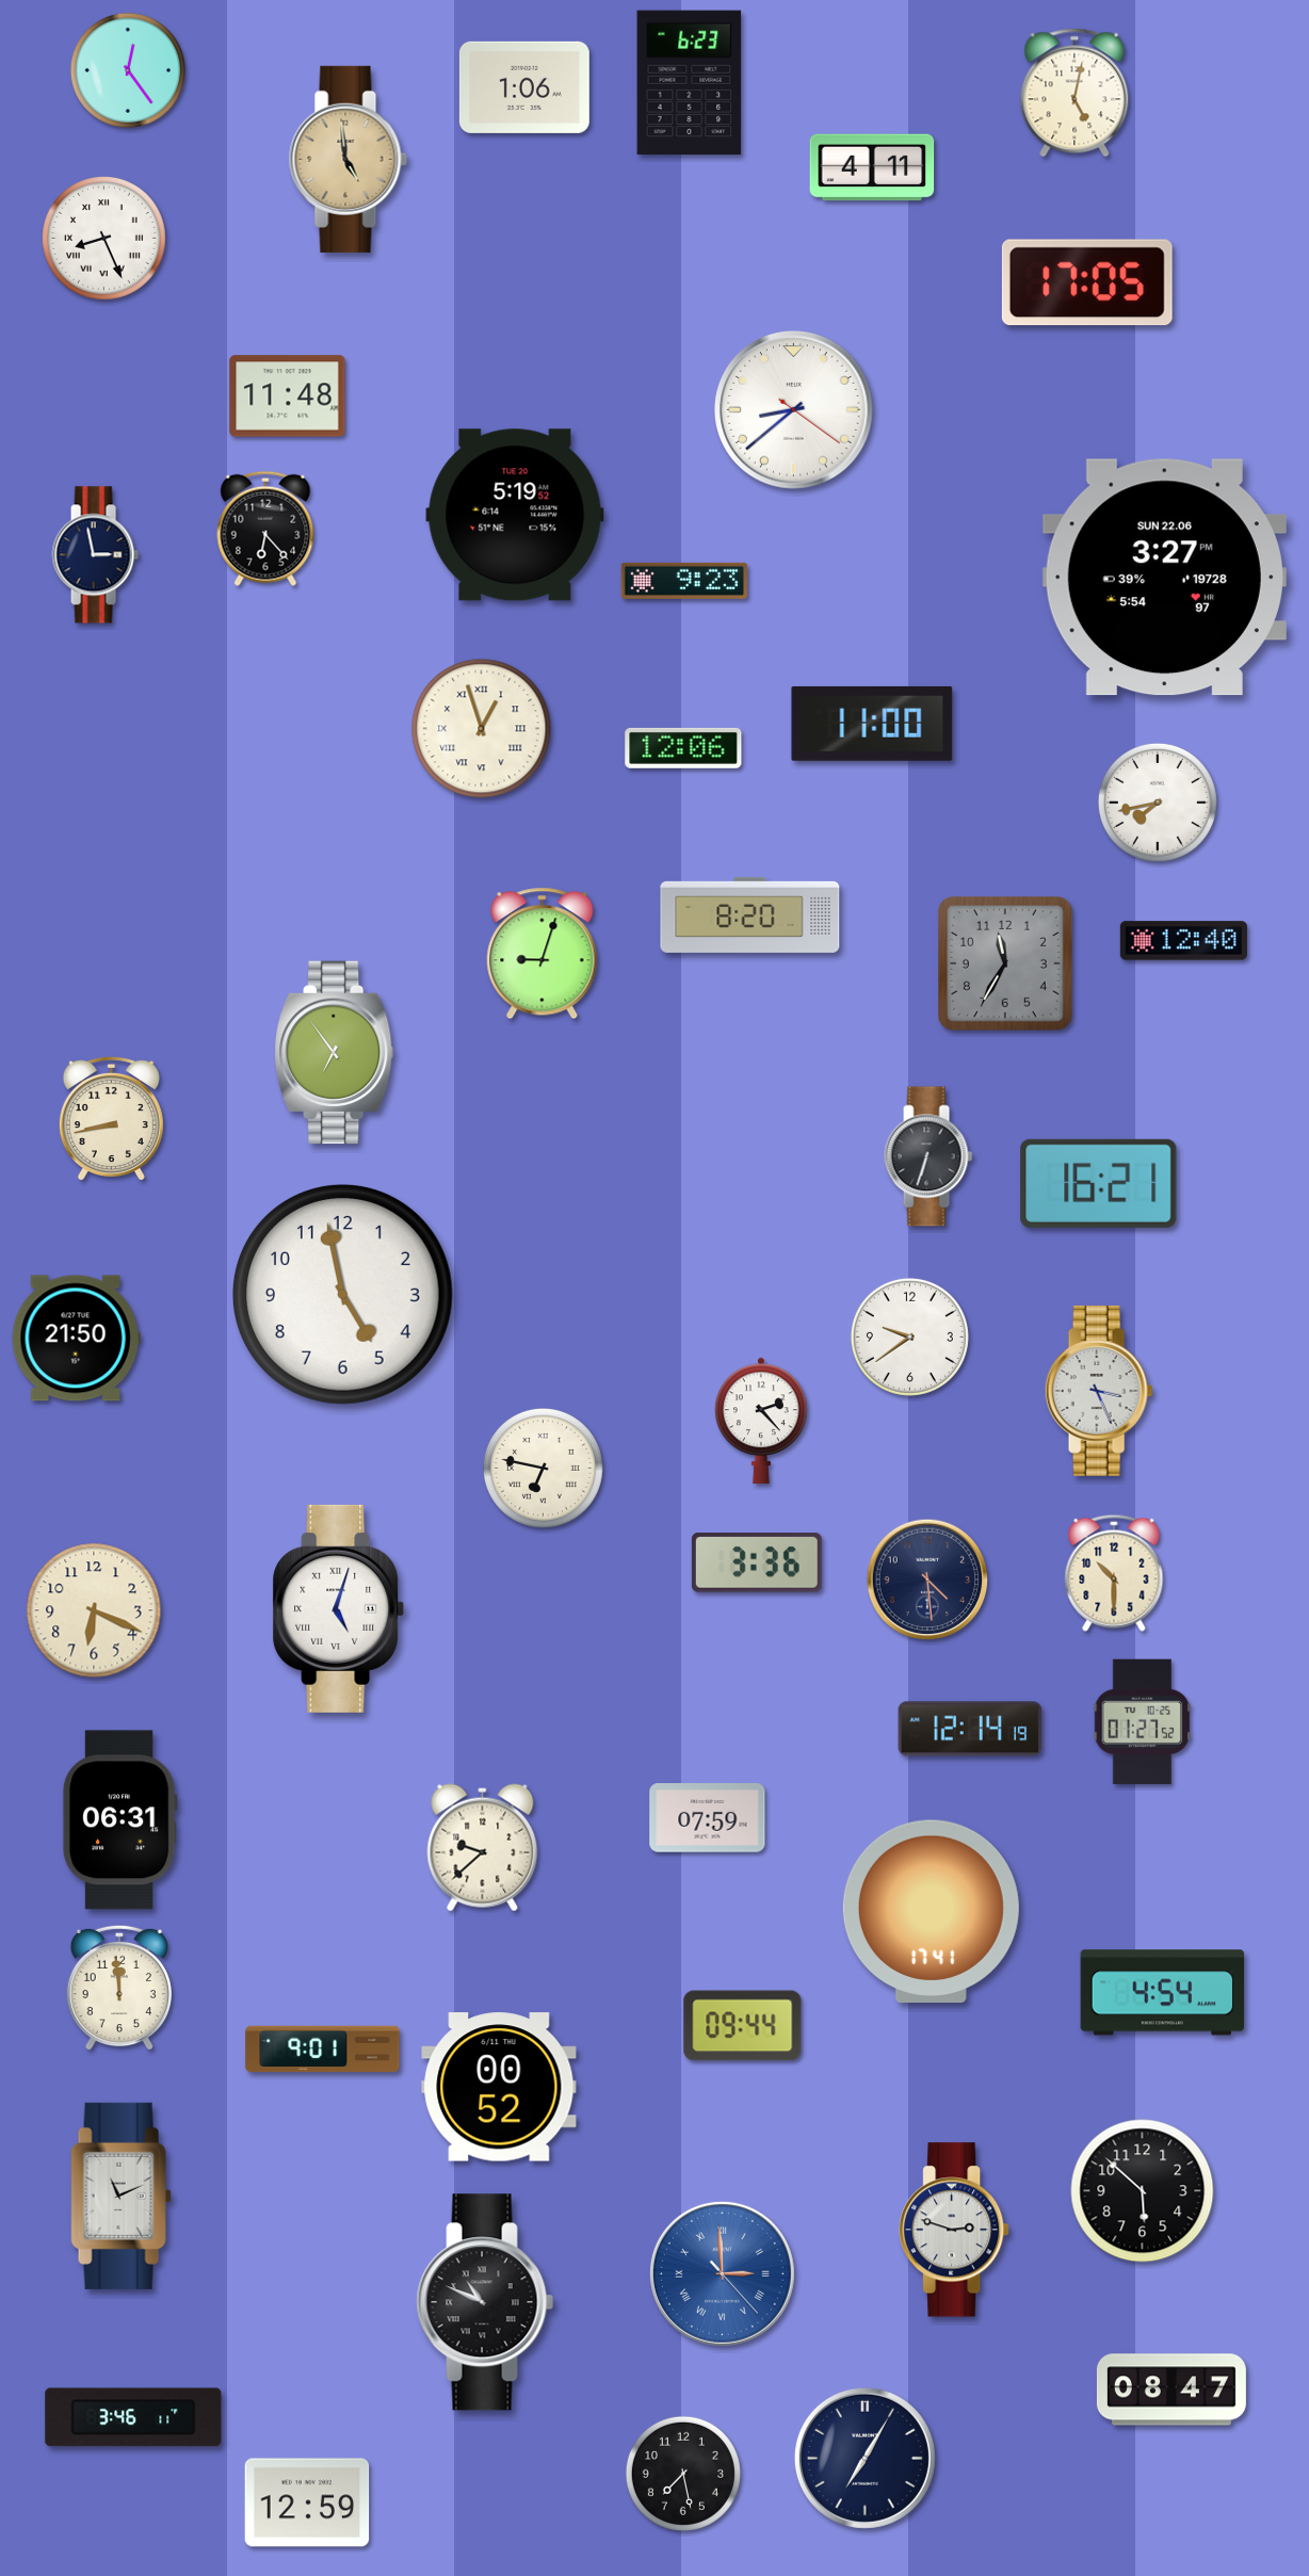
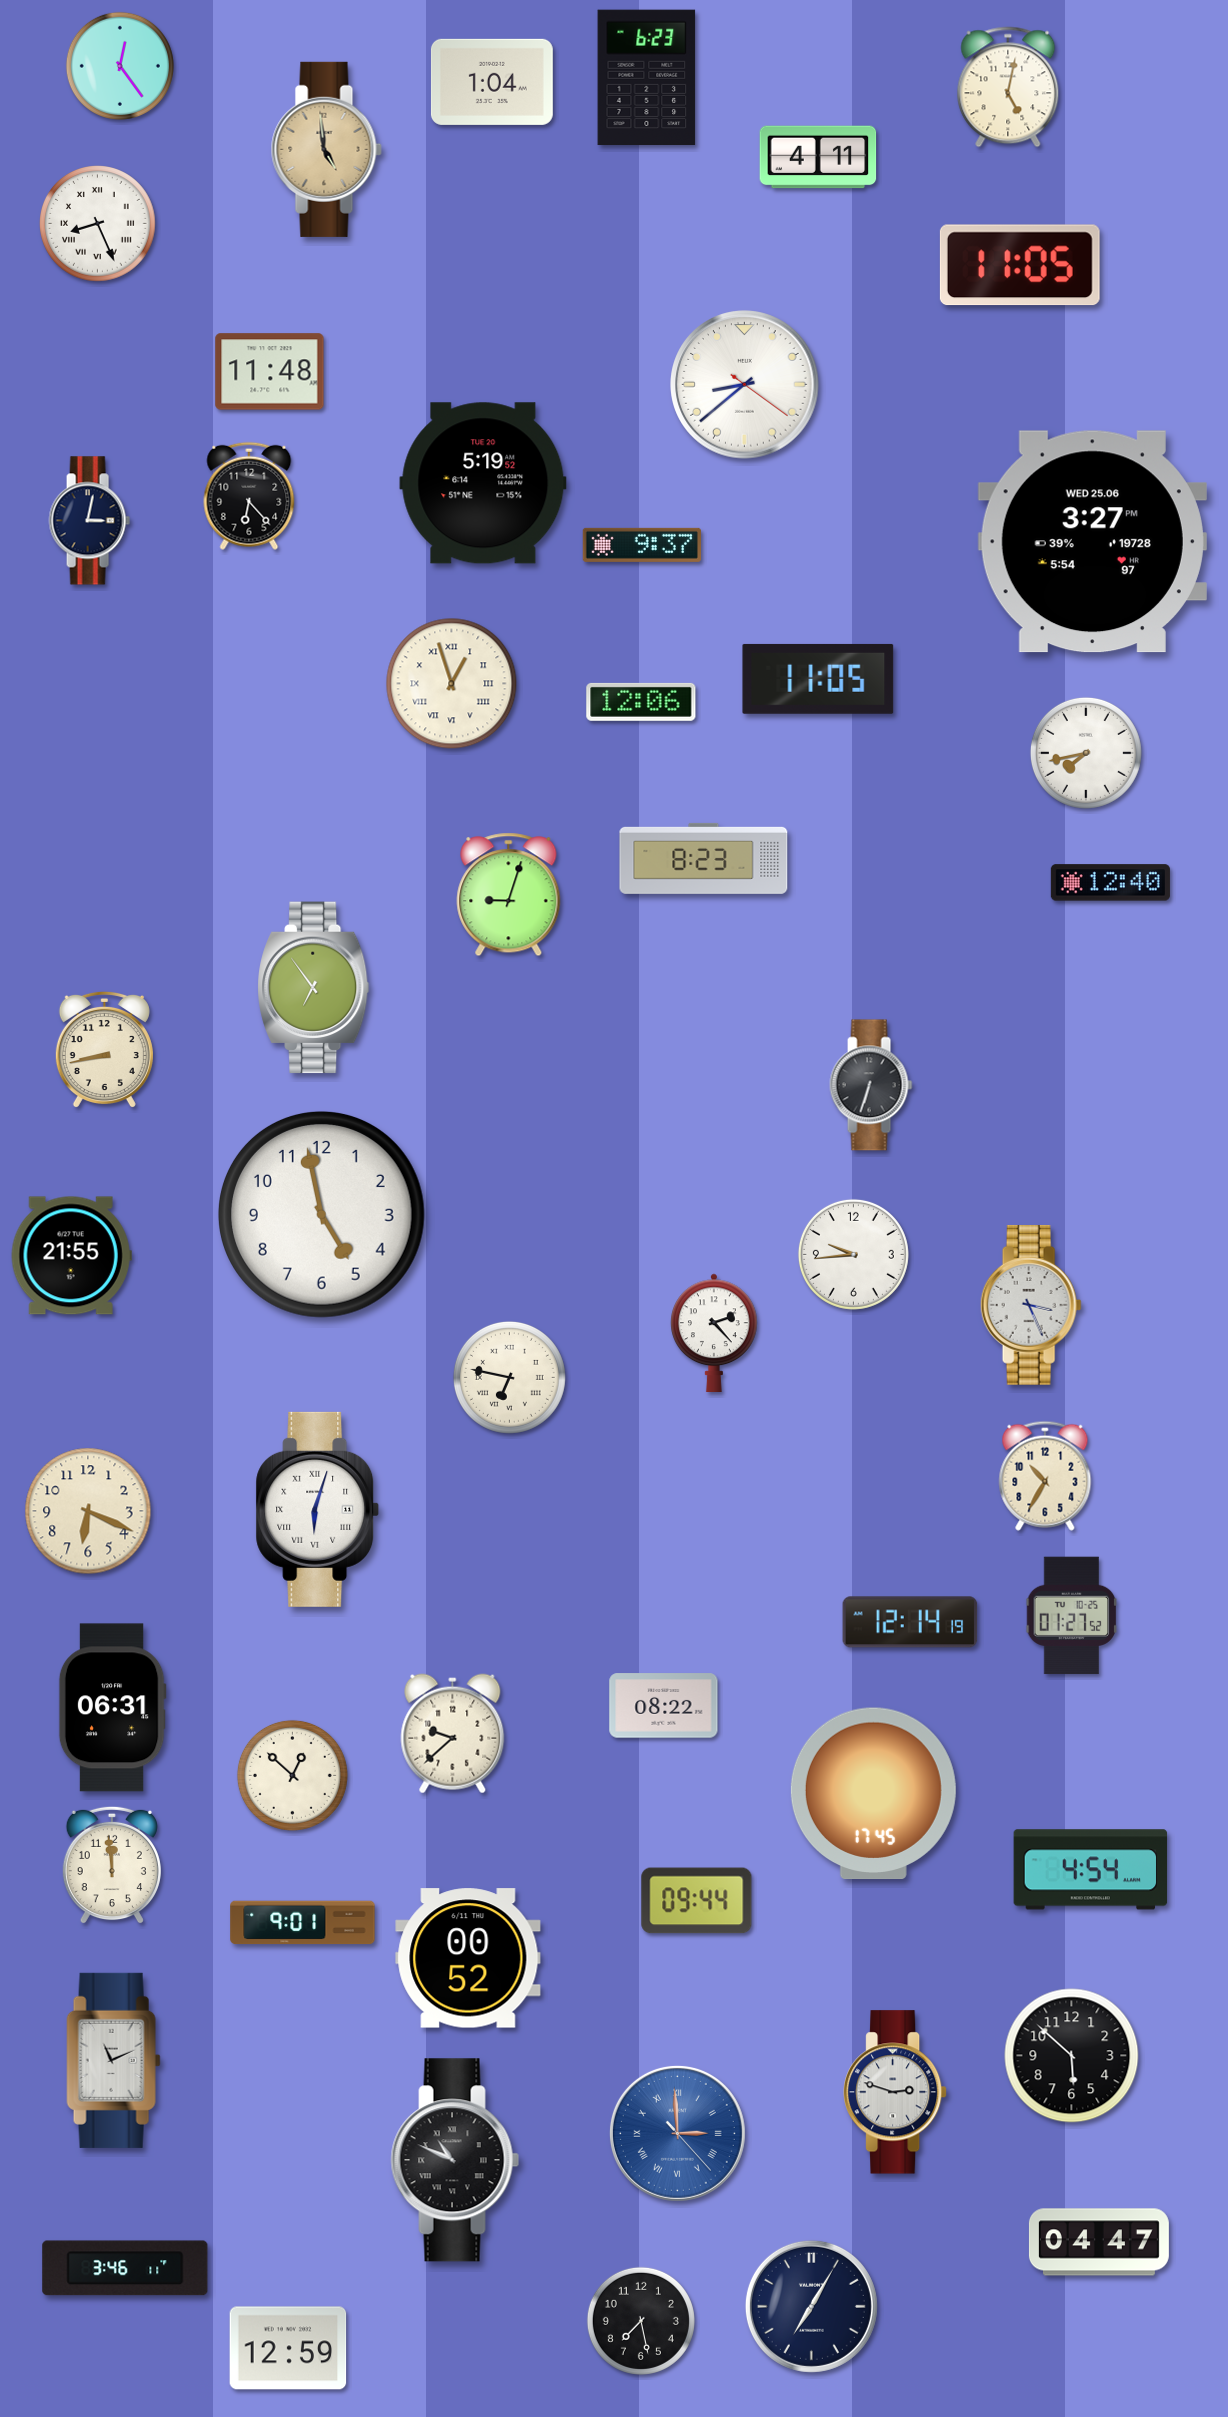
clock at (524, 87): 1:06 -> 1:04
clock at (1087, 282): 17:05 -> 11:05
clock at (95, 555): 2:58 -> 3:02
clock at (1164, 578) date: SUN 22.06 -> WED 25.06
clock at (683, 581): 9:23 -> 9:37
clock at (872, 724): 11:00 -> 11:05
clock at (750, 914): 8:20 -> 8:23
clock at (1006, 965): 11:35 -> none
clock at (1099, 1183): 16:21 -> none
clock at (909, 1336): 9:39 -> 9:44
clock at (76, 1339): 21:50 -> 21:55
clock at (757, 1564): 3:36 -> none
clock at (1114, 1573): 10:30 -> 10:35
clock at (927, 1579): 4:29 -> none
clock at (339, 1608): 5:03 -> 6:03
clock at (708, 1818): 07:59 -> 08:22
clock at (292, 1775): none -> 12:52
clock at (931, 1912): 17:41 -> 17:45
clock at (1171, 2389): 08:47 -> 04:47
